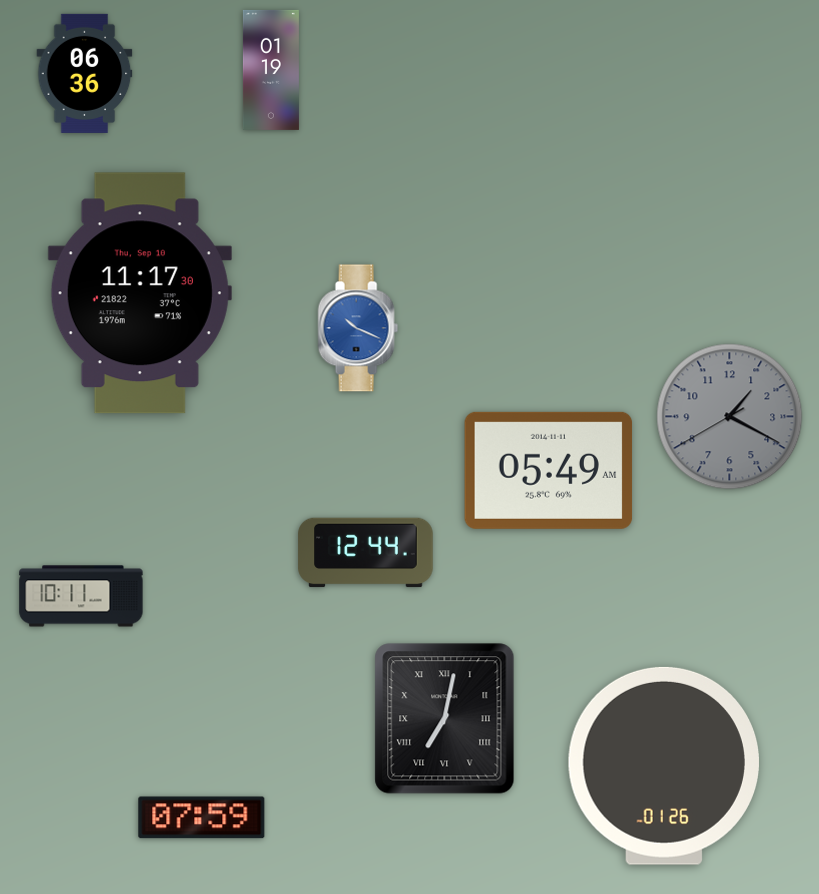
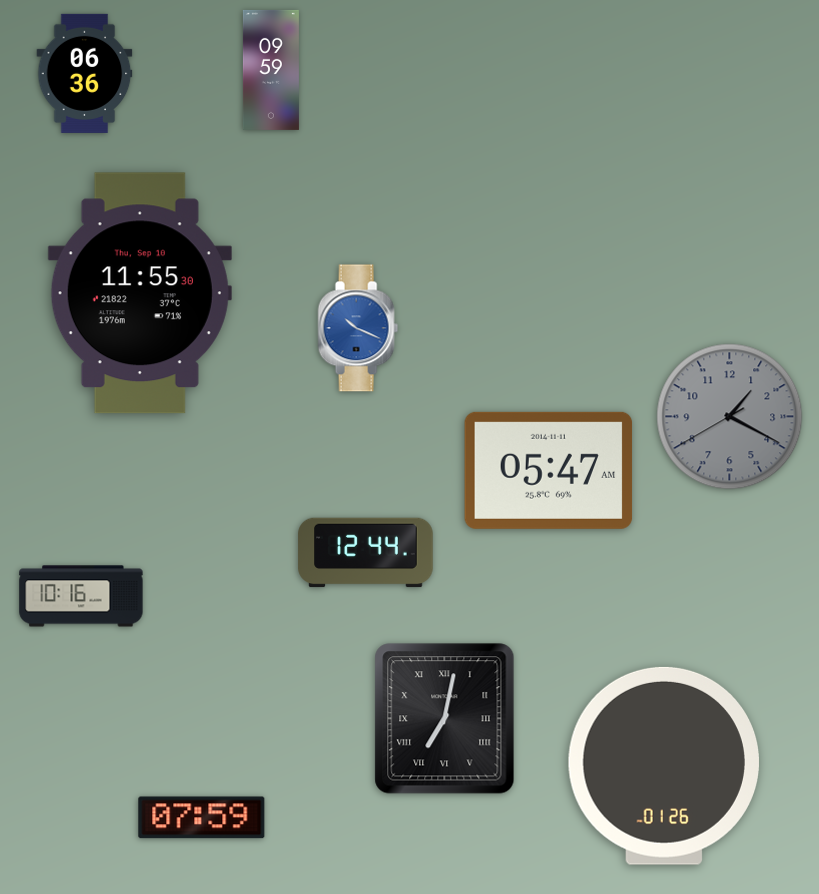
clock at (271, 70): 01:19 -> 09:59
clock at (140, 293): 11:17 -> 11:55
clock at (549, 470): 05:49 -> 05:47
clock at (81, 596): 10:11 -> 10:16
